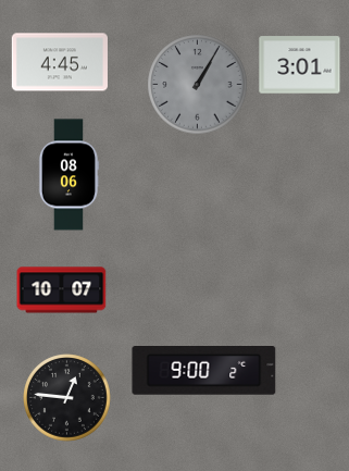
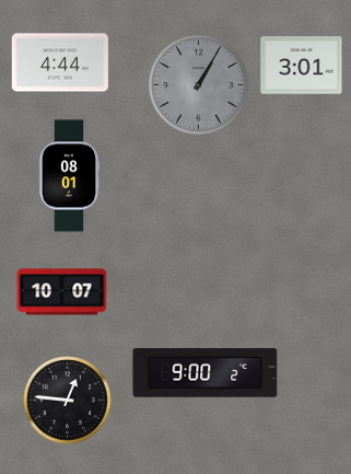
clock at (60, 62): 4:45 -> 4:44
clock at (68, 175): 08:06 -> 08:01
